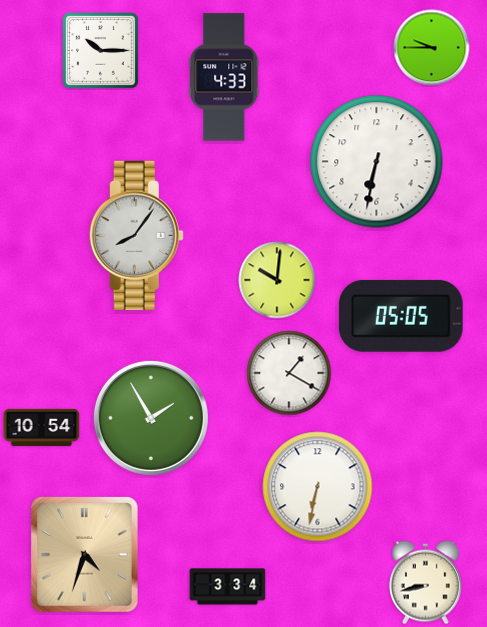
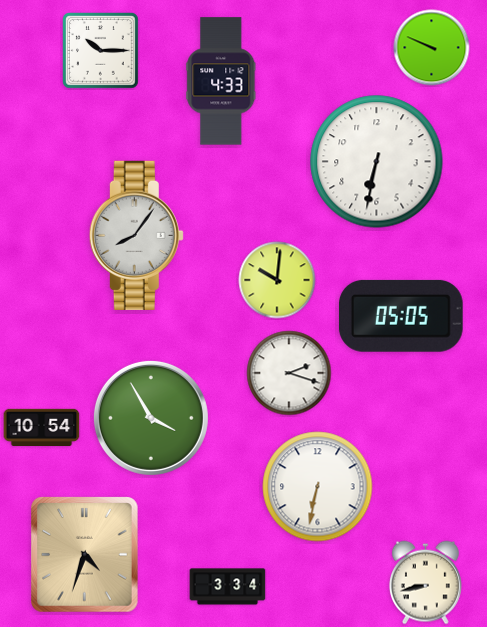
clock at (432, 48): 9:45 -> 9:49
clock at (224, 77) position: (224, 77) -> (221, 81)
clock at (289, 373): 1:20 -> 2:18
clock at (151, 418): 1:55 -> 3:55
